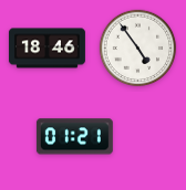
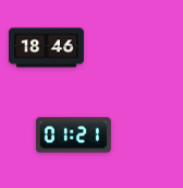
clock at (138, 49): 4:54 -> none
